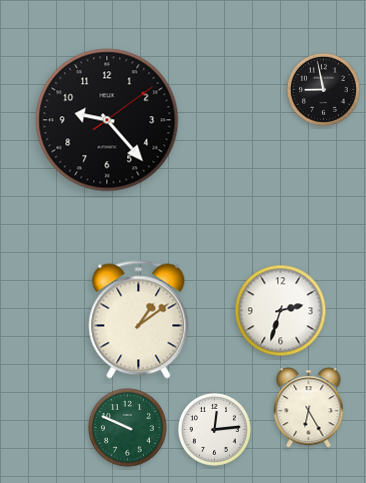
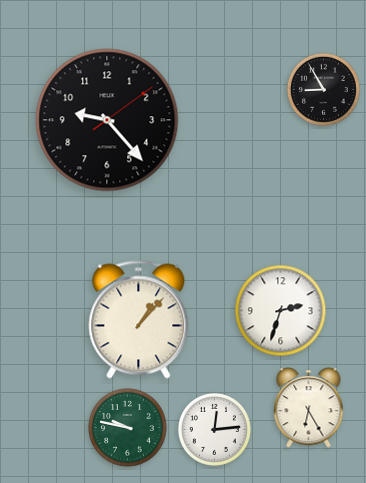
clock at (323, 89): 8:58 -> 8:55
clock at (139, 320): 1:09 -> 1:07
clock at (128, 428): 9:49 -> 9:47
